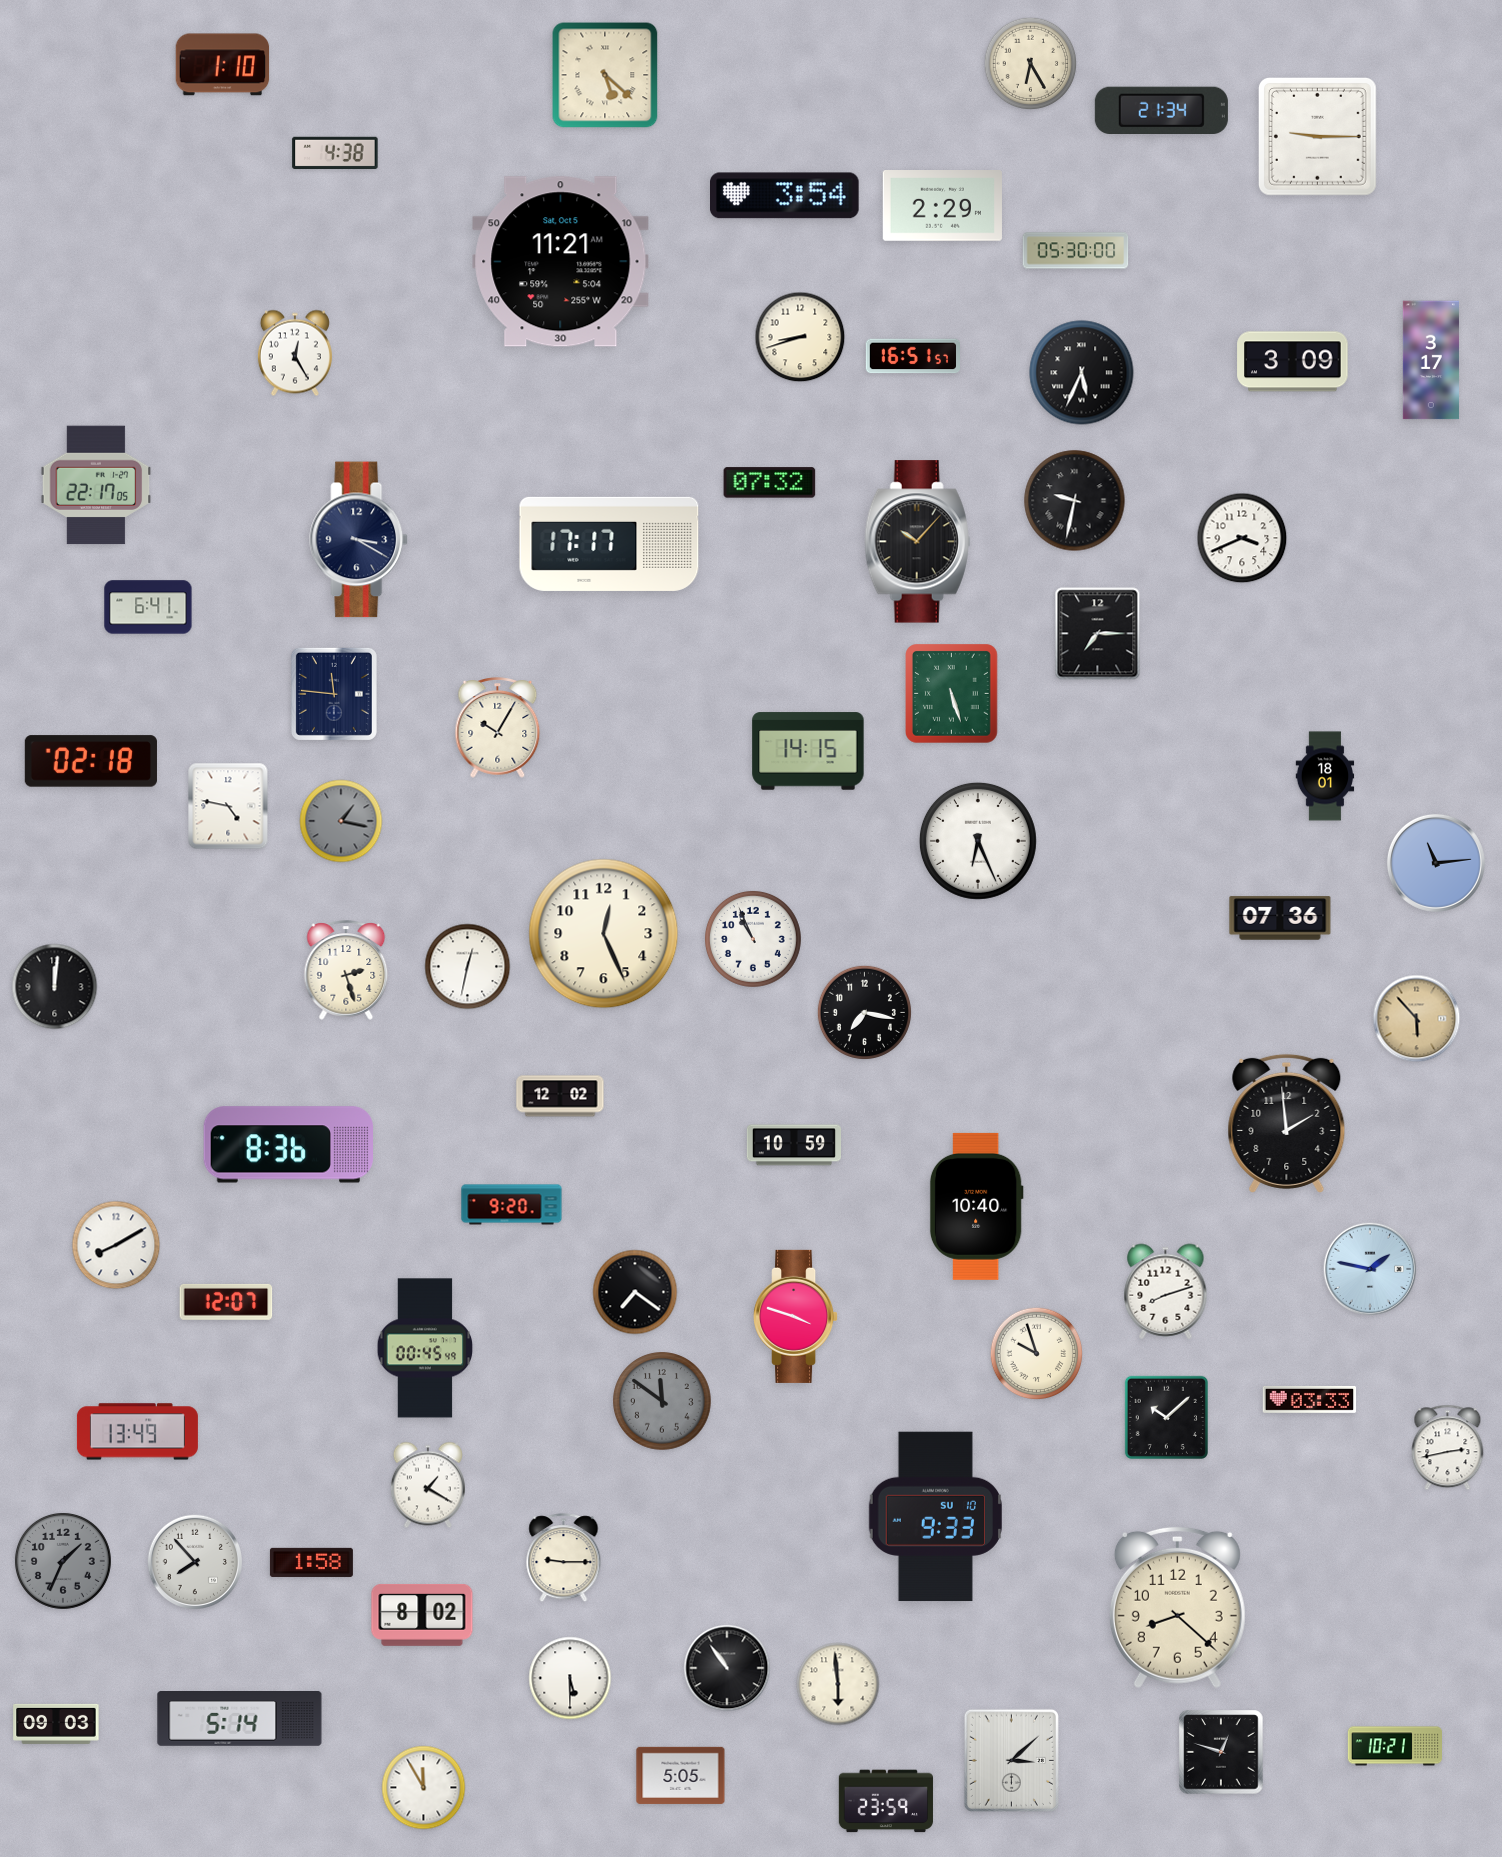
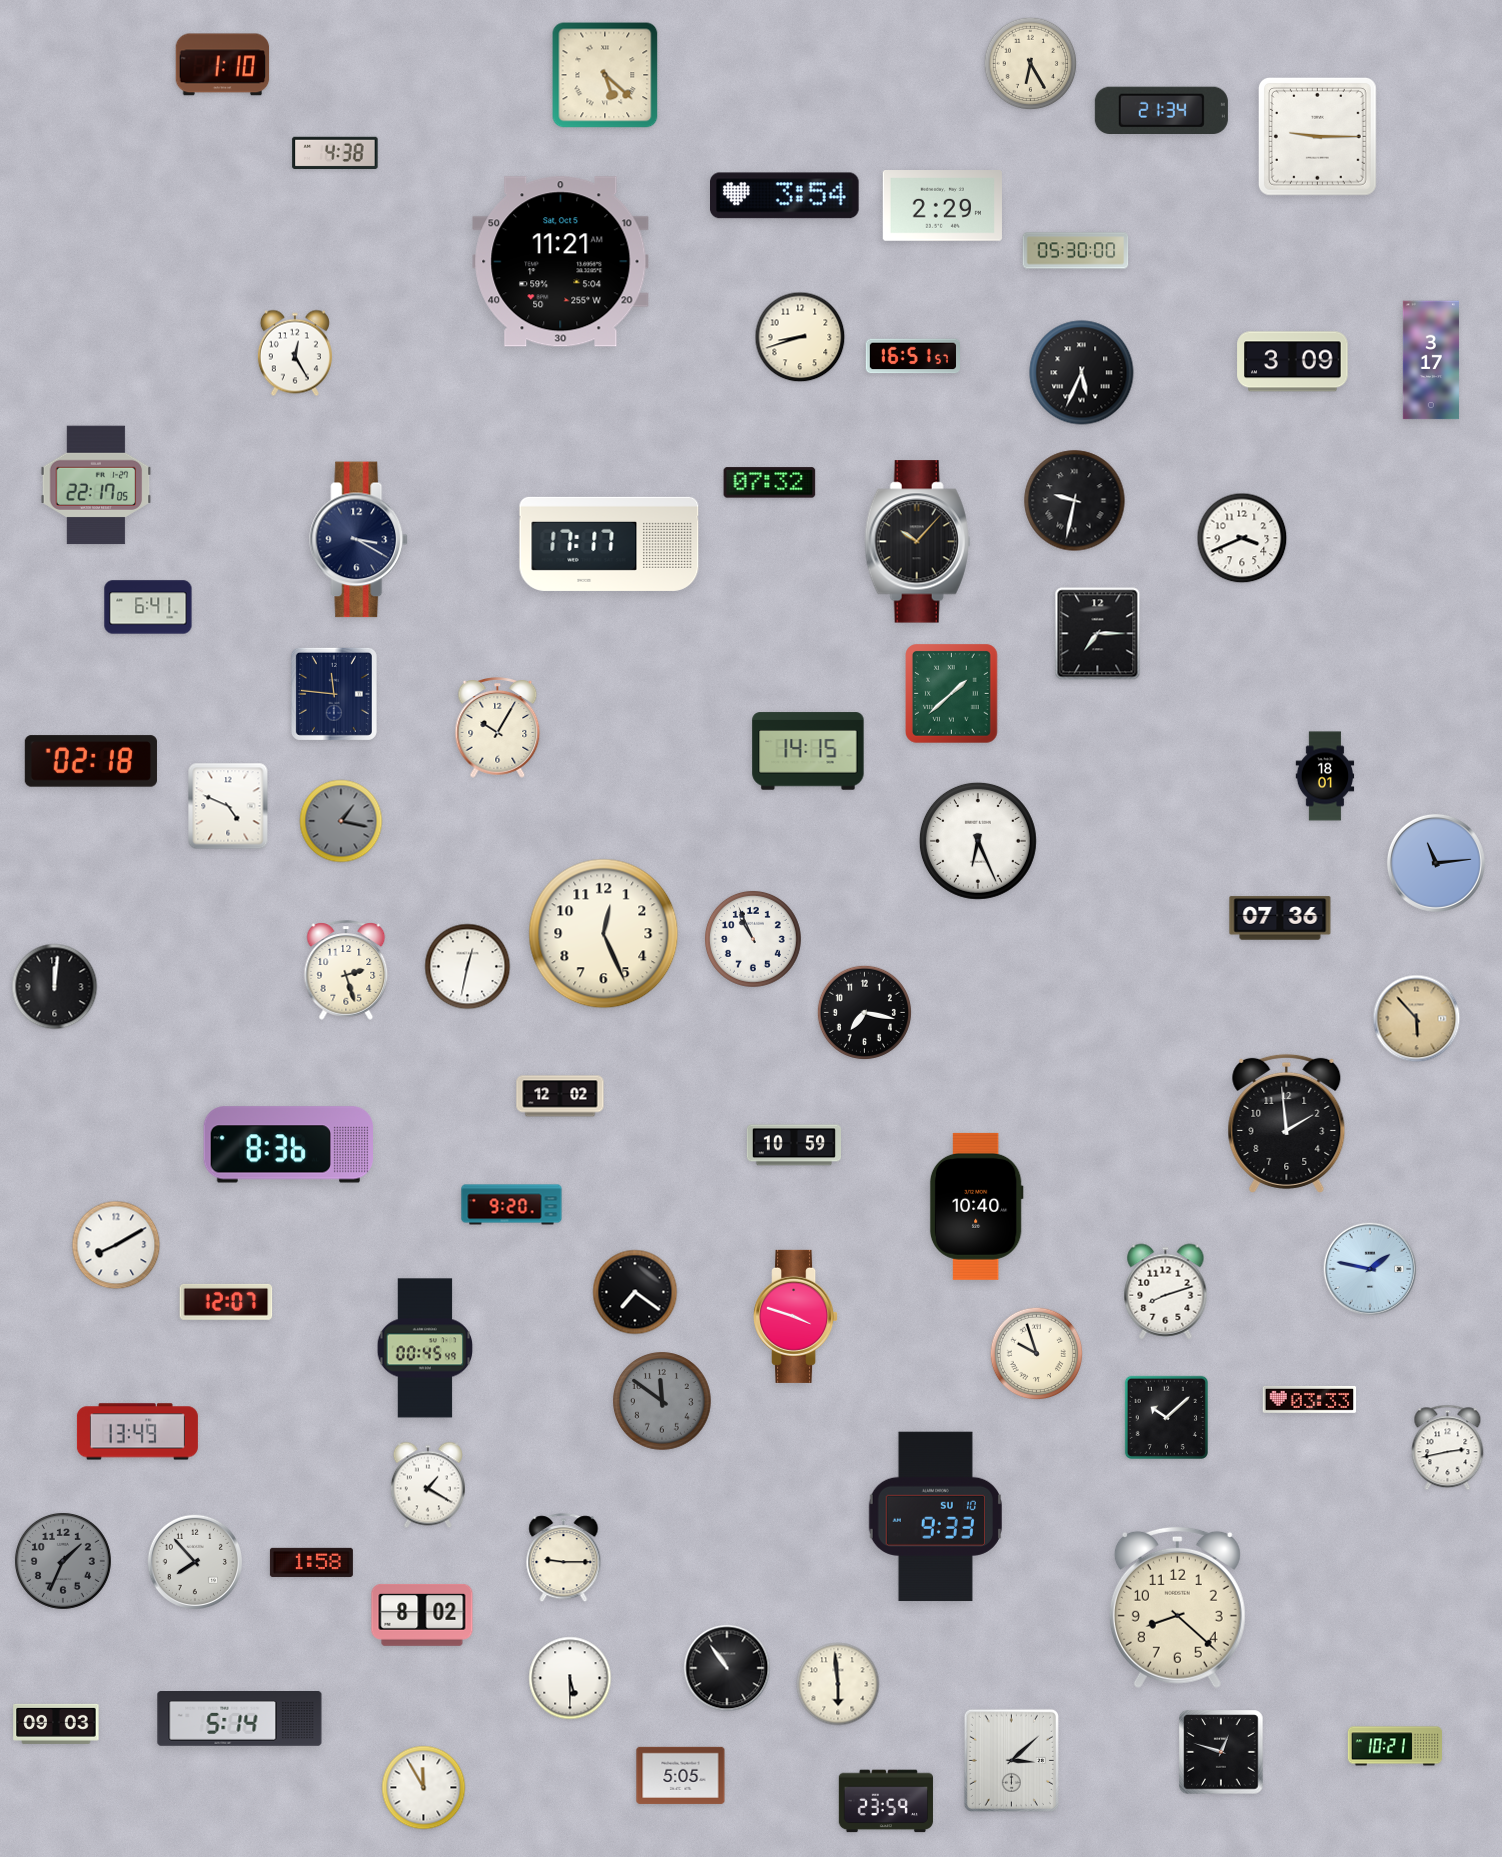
clock at (952, 694): 5:27 -> 1:38
clock at (228, 806): 4:47 -> 4:49
